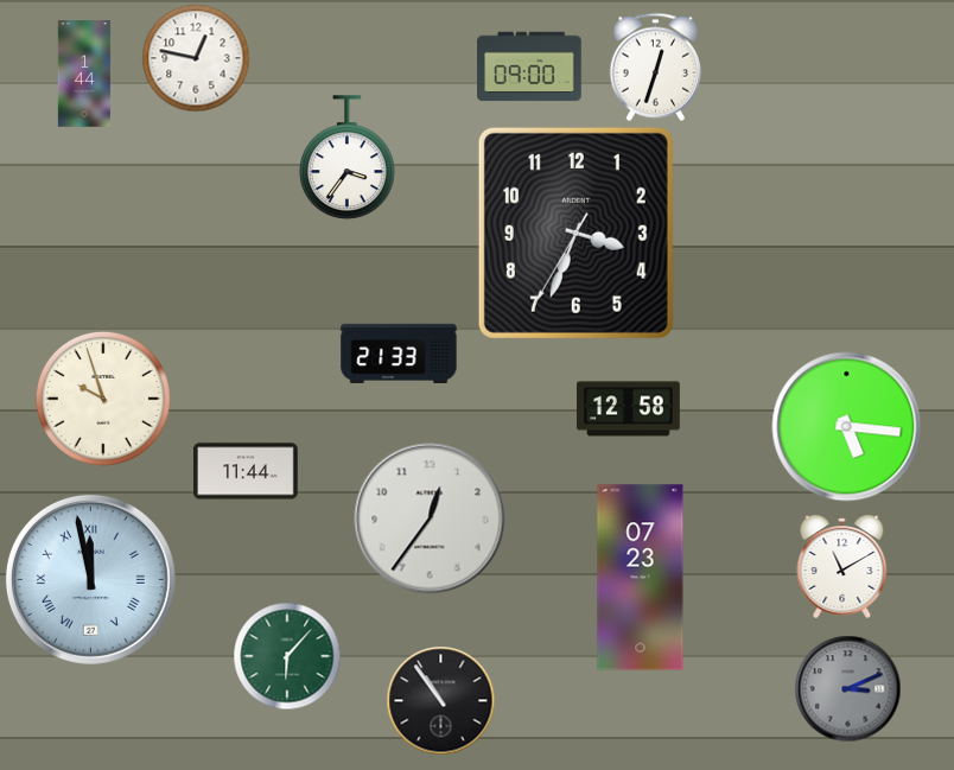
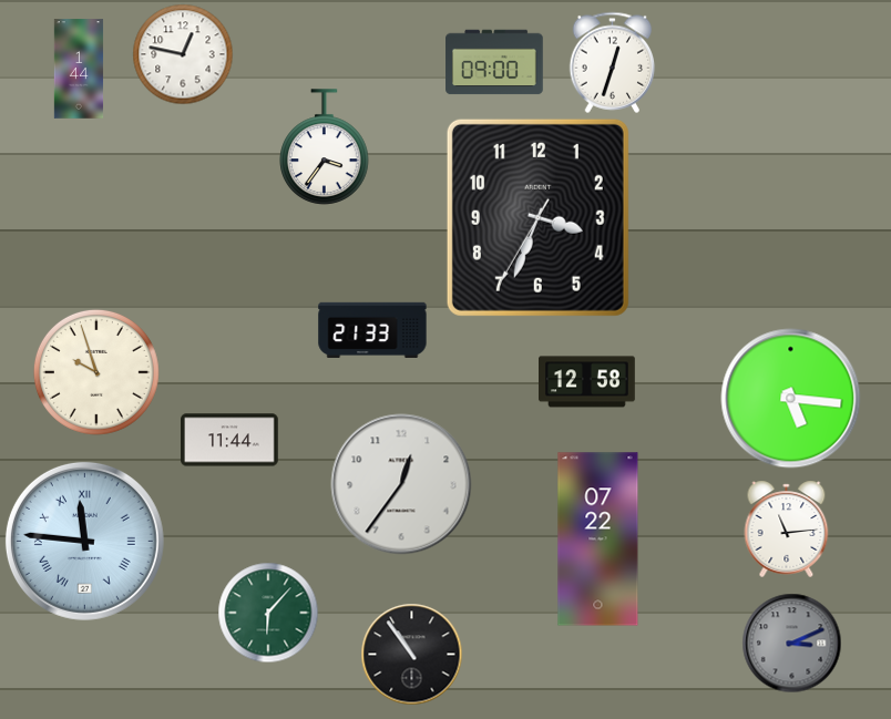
clock at (842, 566): 11:10 -> 11:14
clock at (641, 578): 07:23 -> 07:22
clock at (90, 579): 11:58 -> 11:46
